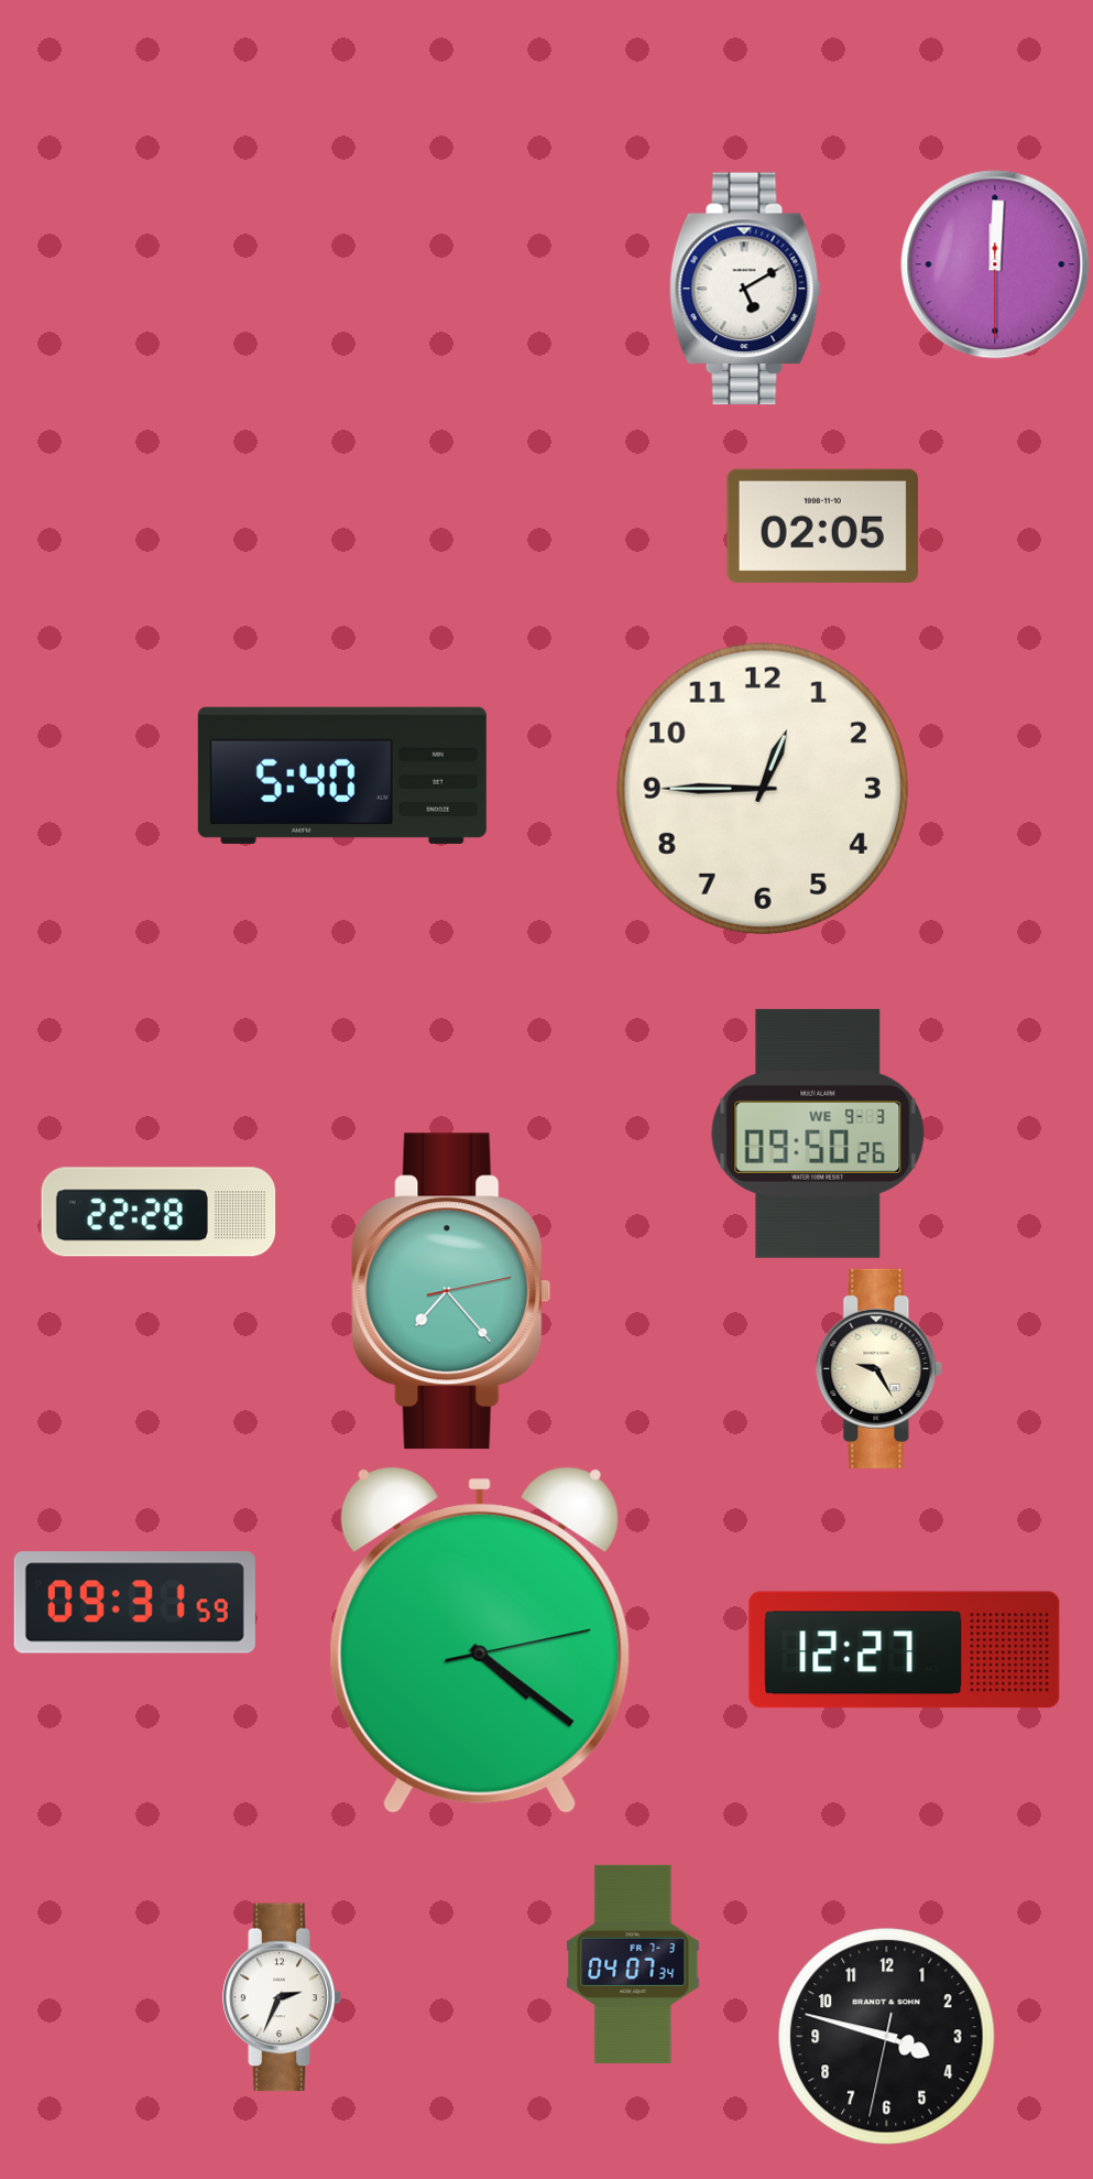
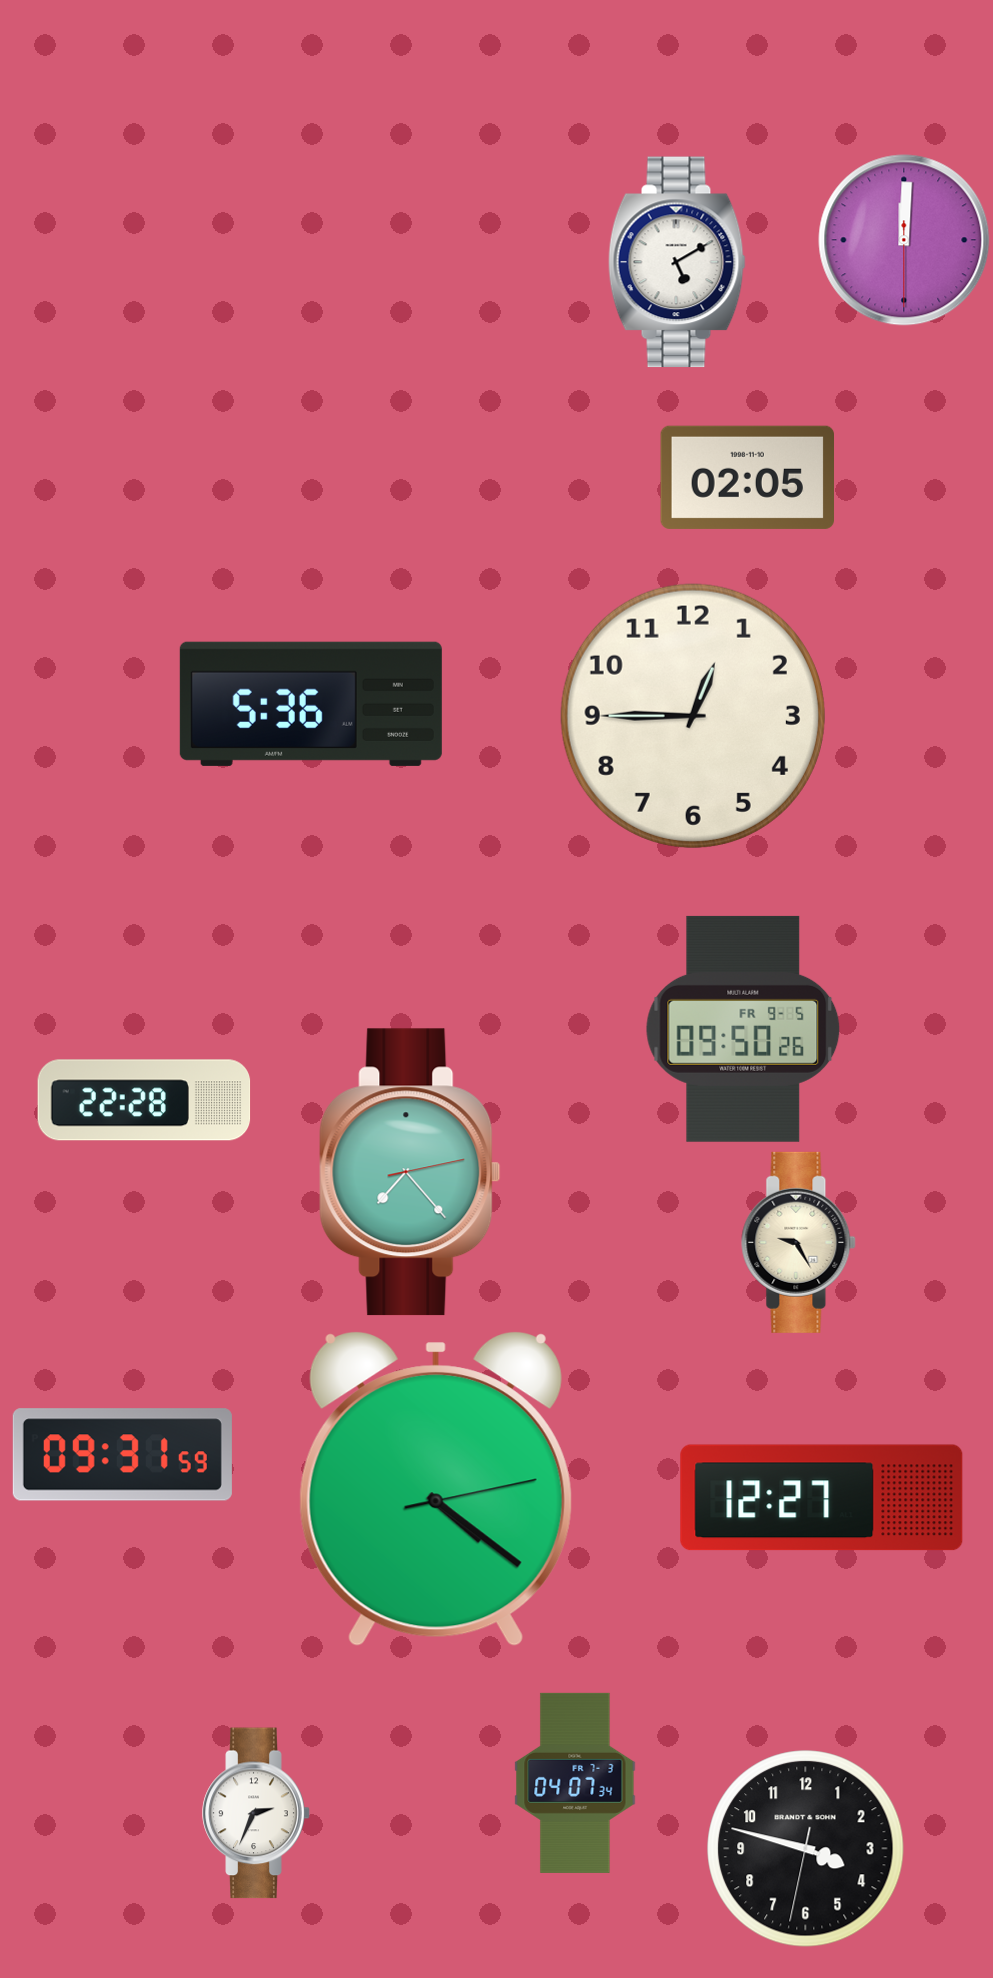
clock at (342, 776): 5:40 -> 5:36
clock at (818, 1134) date: WE 9-3 -> FR 9-5
